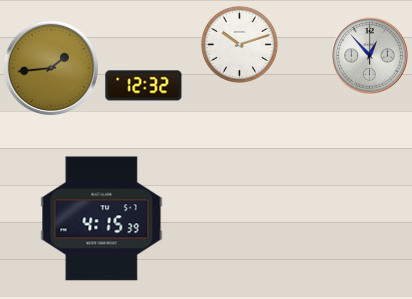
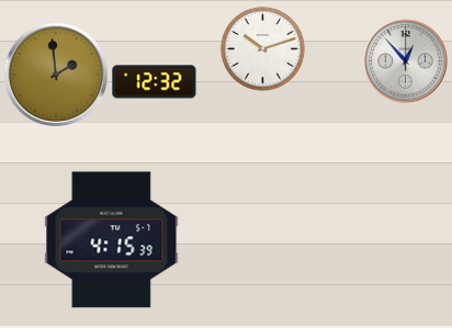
clock at (50, 67): 1:44 -> 1:59
clock at (144, 86) position: (144, 86) -> (155, 82)
